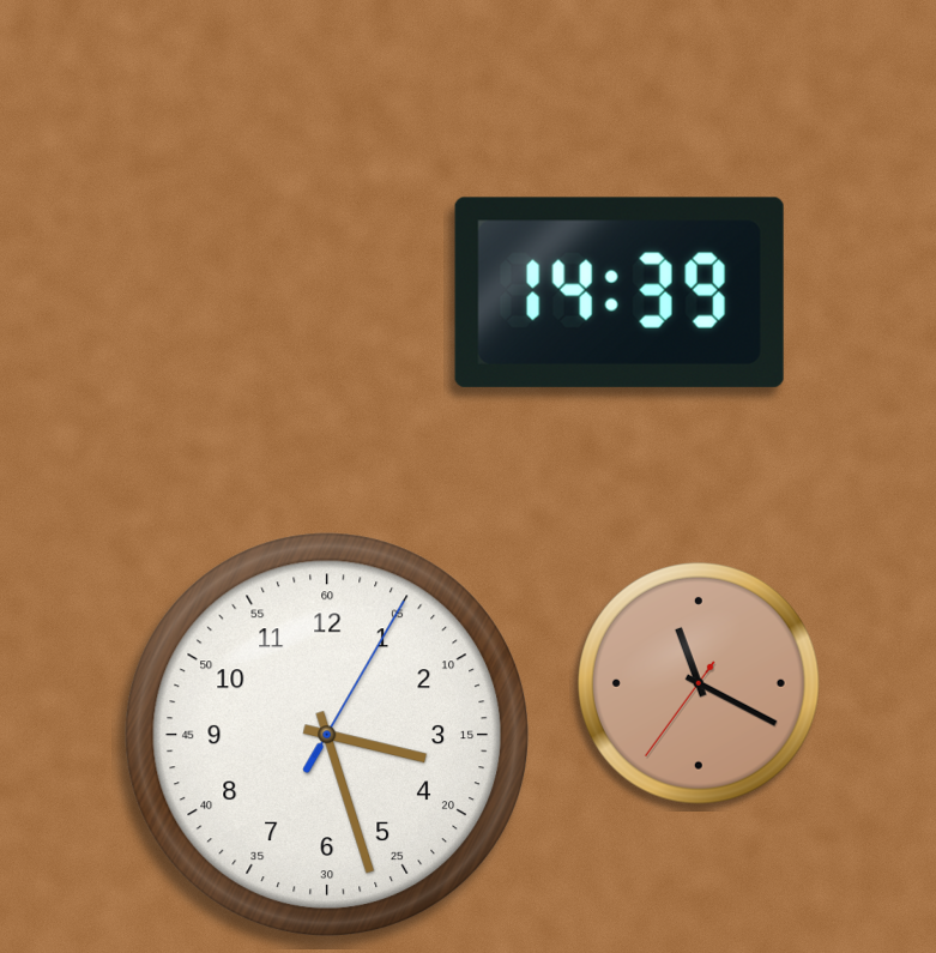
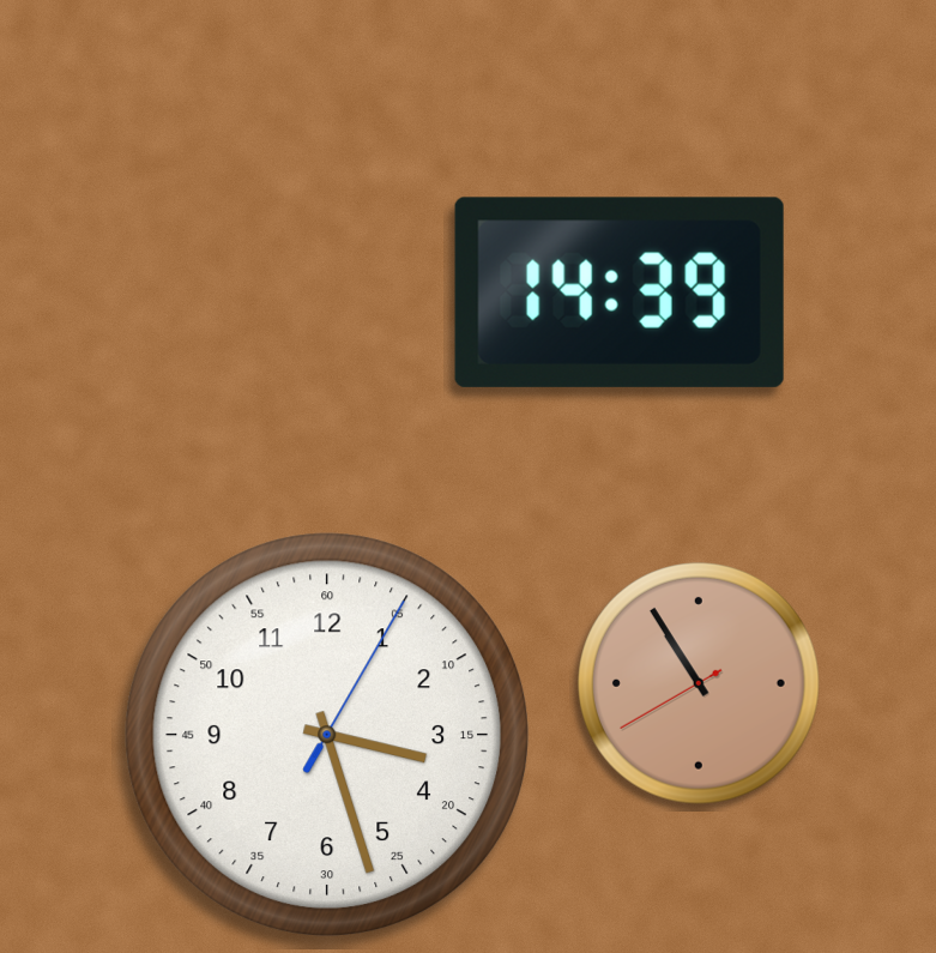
clock at (699, 683): 11:19 -> 10:54
